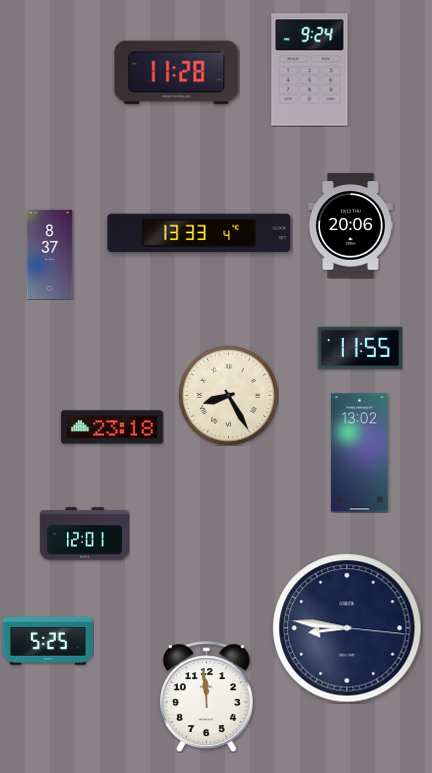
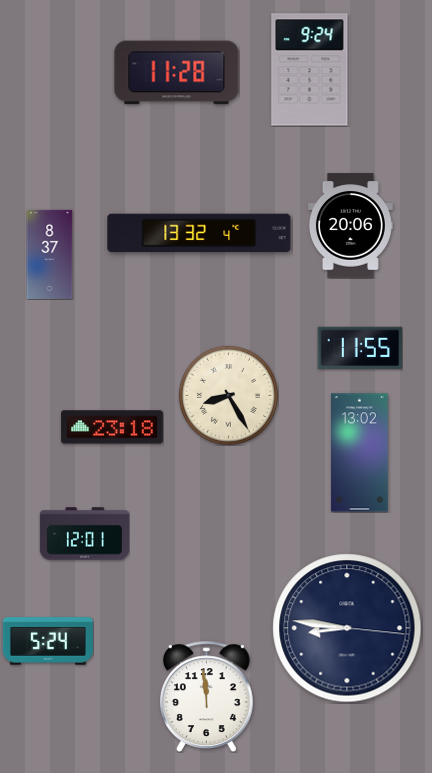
clock at (199, 233): 13:33 -> 13:32
clock at (48, 641): 5:25 -> 5:24
